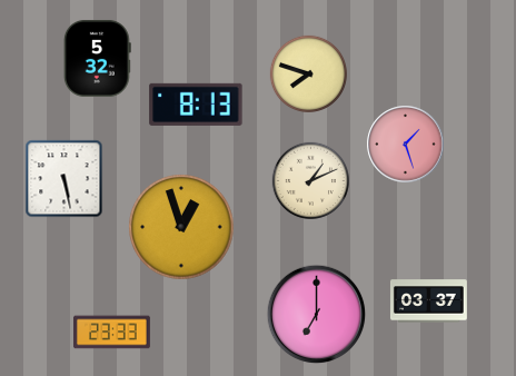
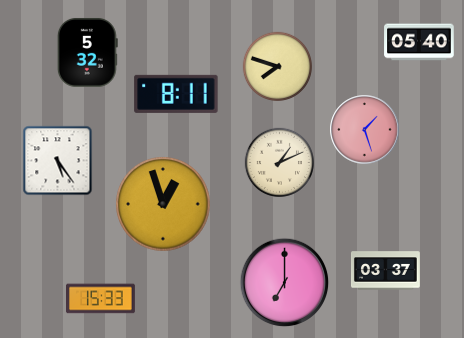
clock at (419, 42): none -> 05:40
clock at (196, 105): 8:13 -> 8:11
clock at (64, 179): 5:28 -> 5:24
clock at (112, 333): 23:33 -> 15:33
